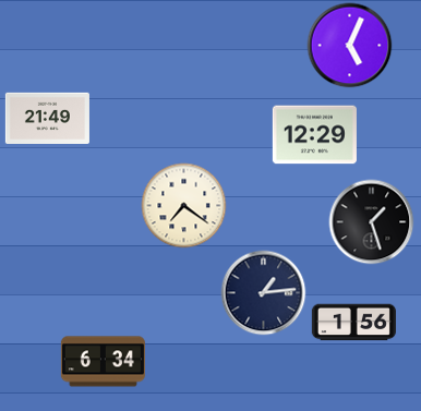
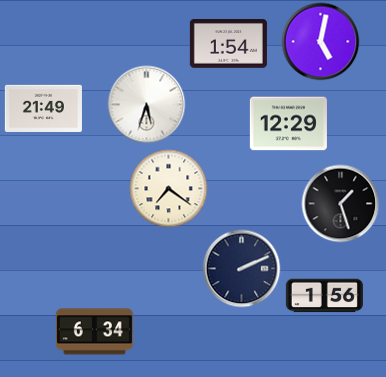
clock at (349, 45): 5:04 -> 5:02
clock at (228, 44): none -> 1:54
clock at (146, 104): none -> 5:33
clock at (263, 292): 1:14 -> 2:11
